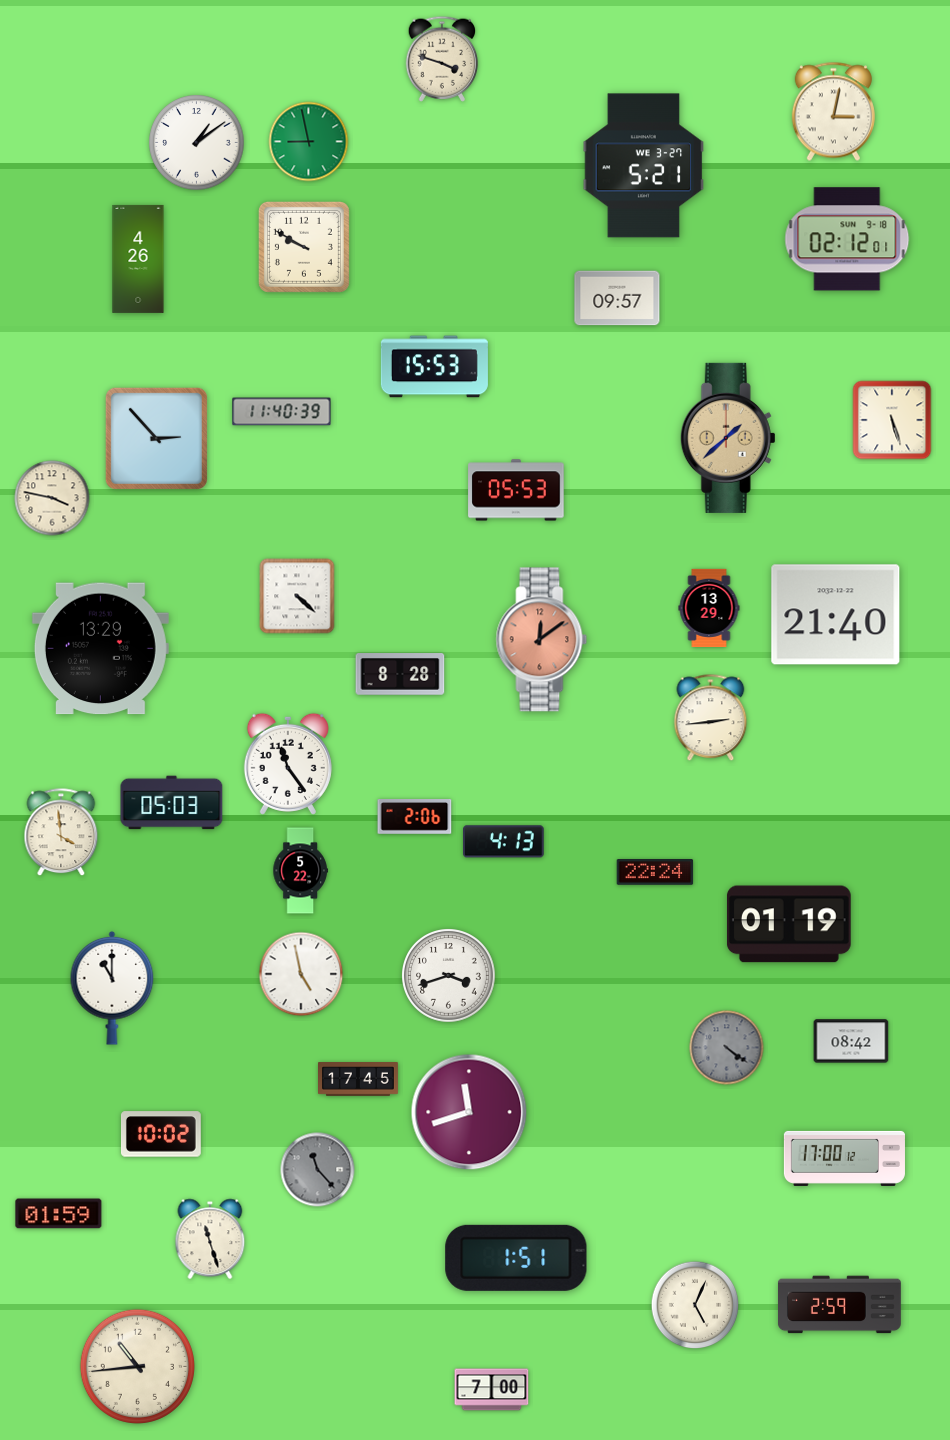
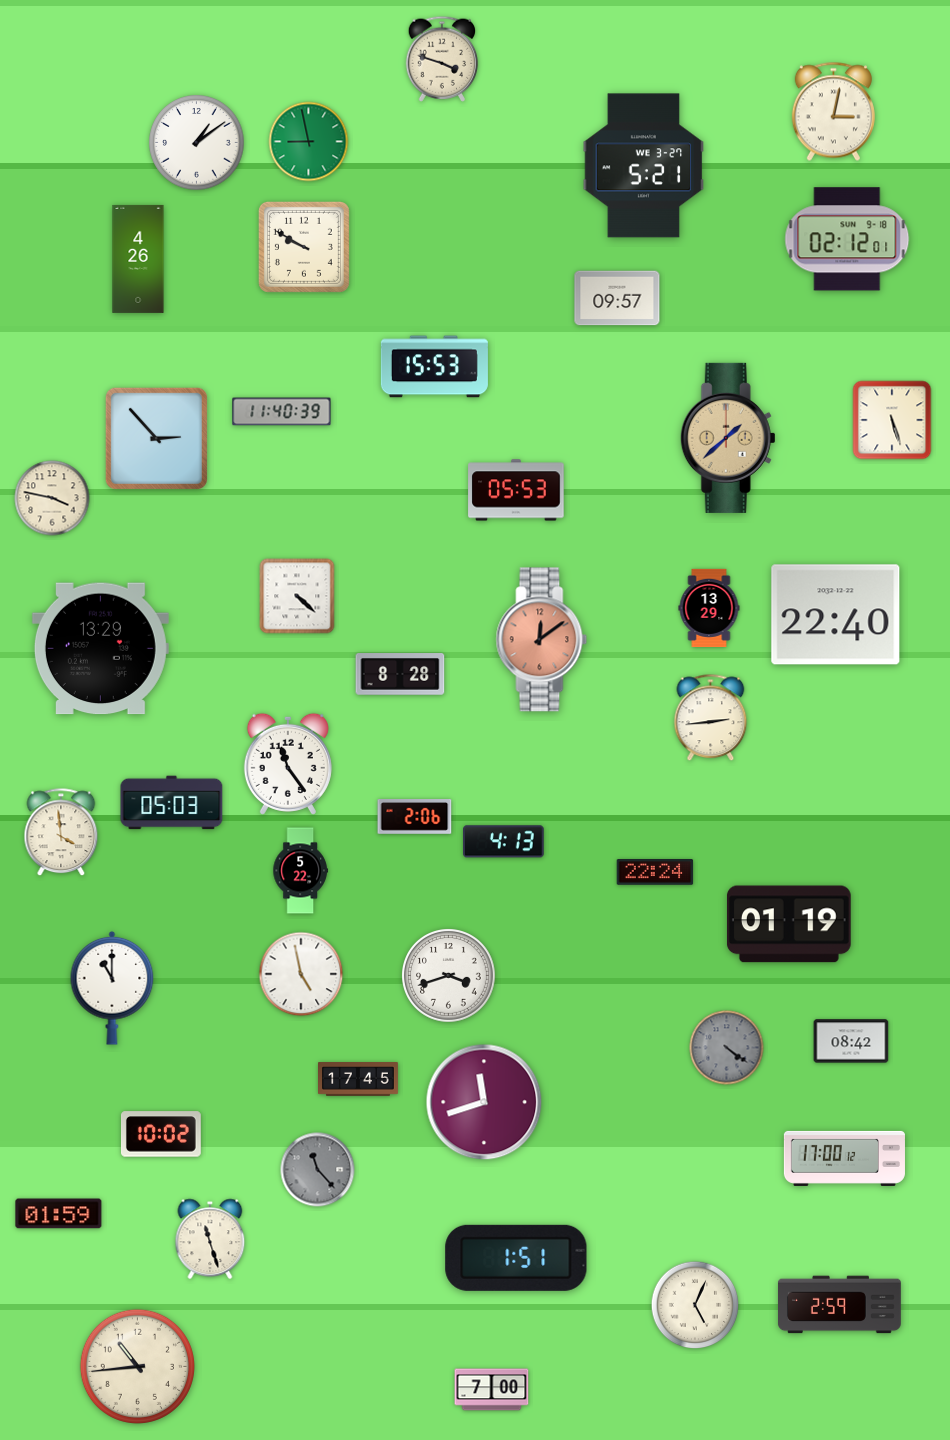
clock at (836, 615): 21:40 -> 22:40
clock at (469, 1112) position: (469, 1112) -> (484, 1102)
